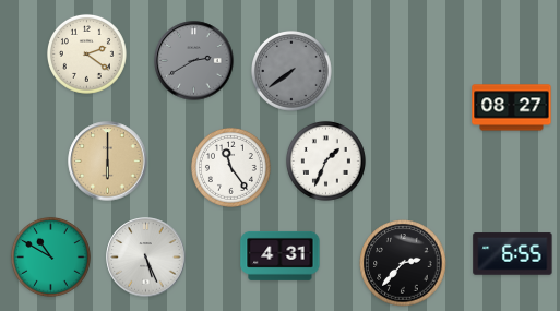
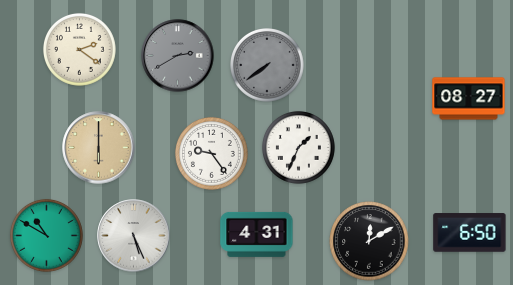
clock at (230, 167): 11:24 -> 9:24
clock at (513, 254): 6:55 -> 6:50
clock at (403, 263): 2:37 -> 12:10
